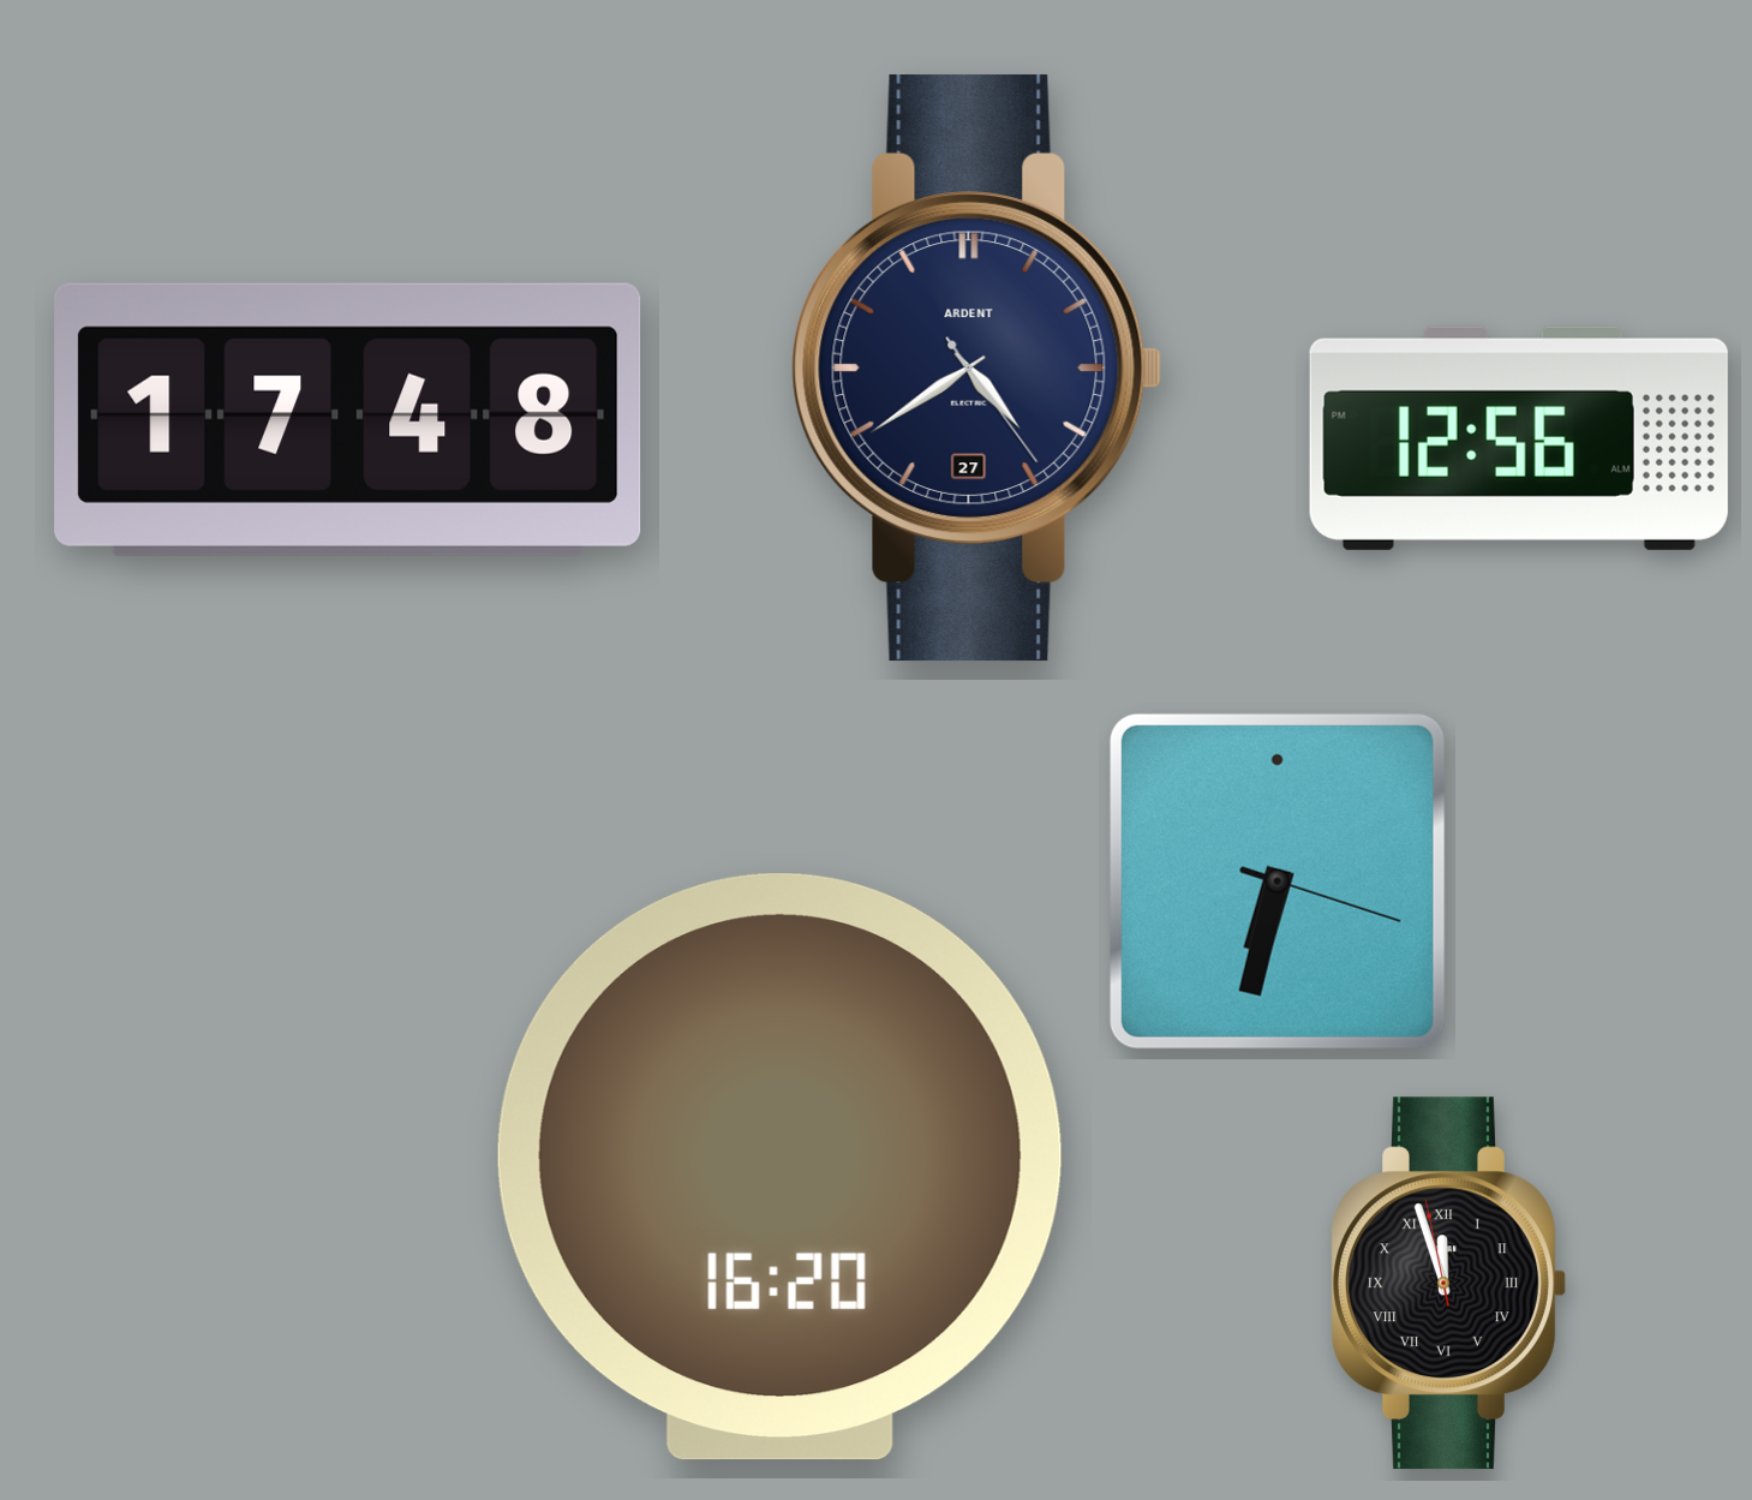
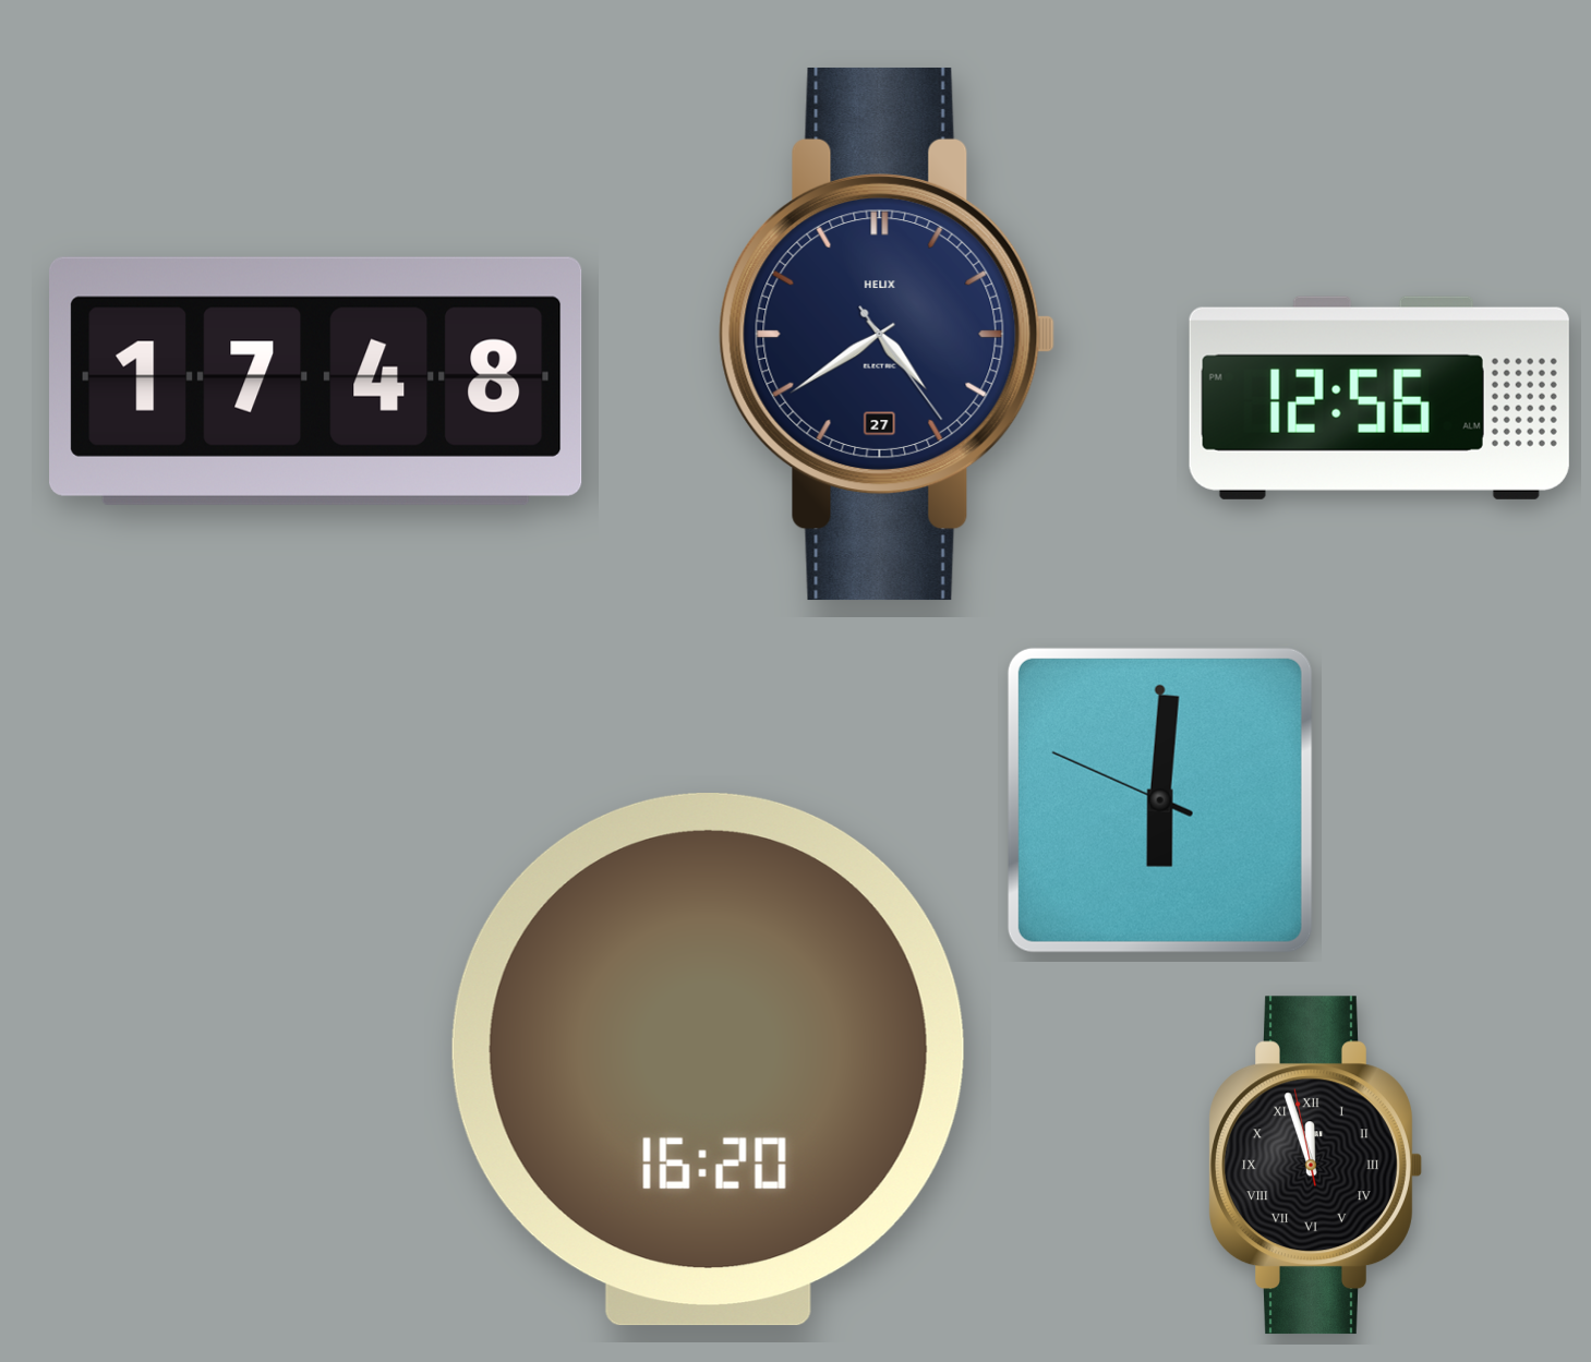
clock at (977, 367) brand: ARDENT -> HELIX
clock at (1278, 882): 6:32 -> 6:00
